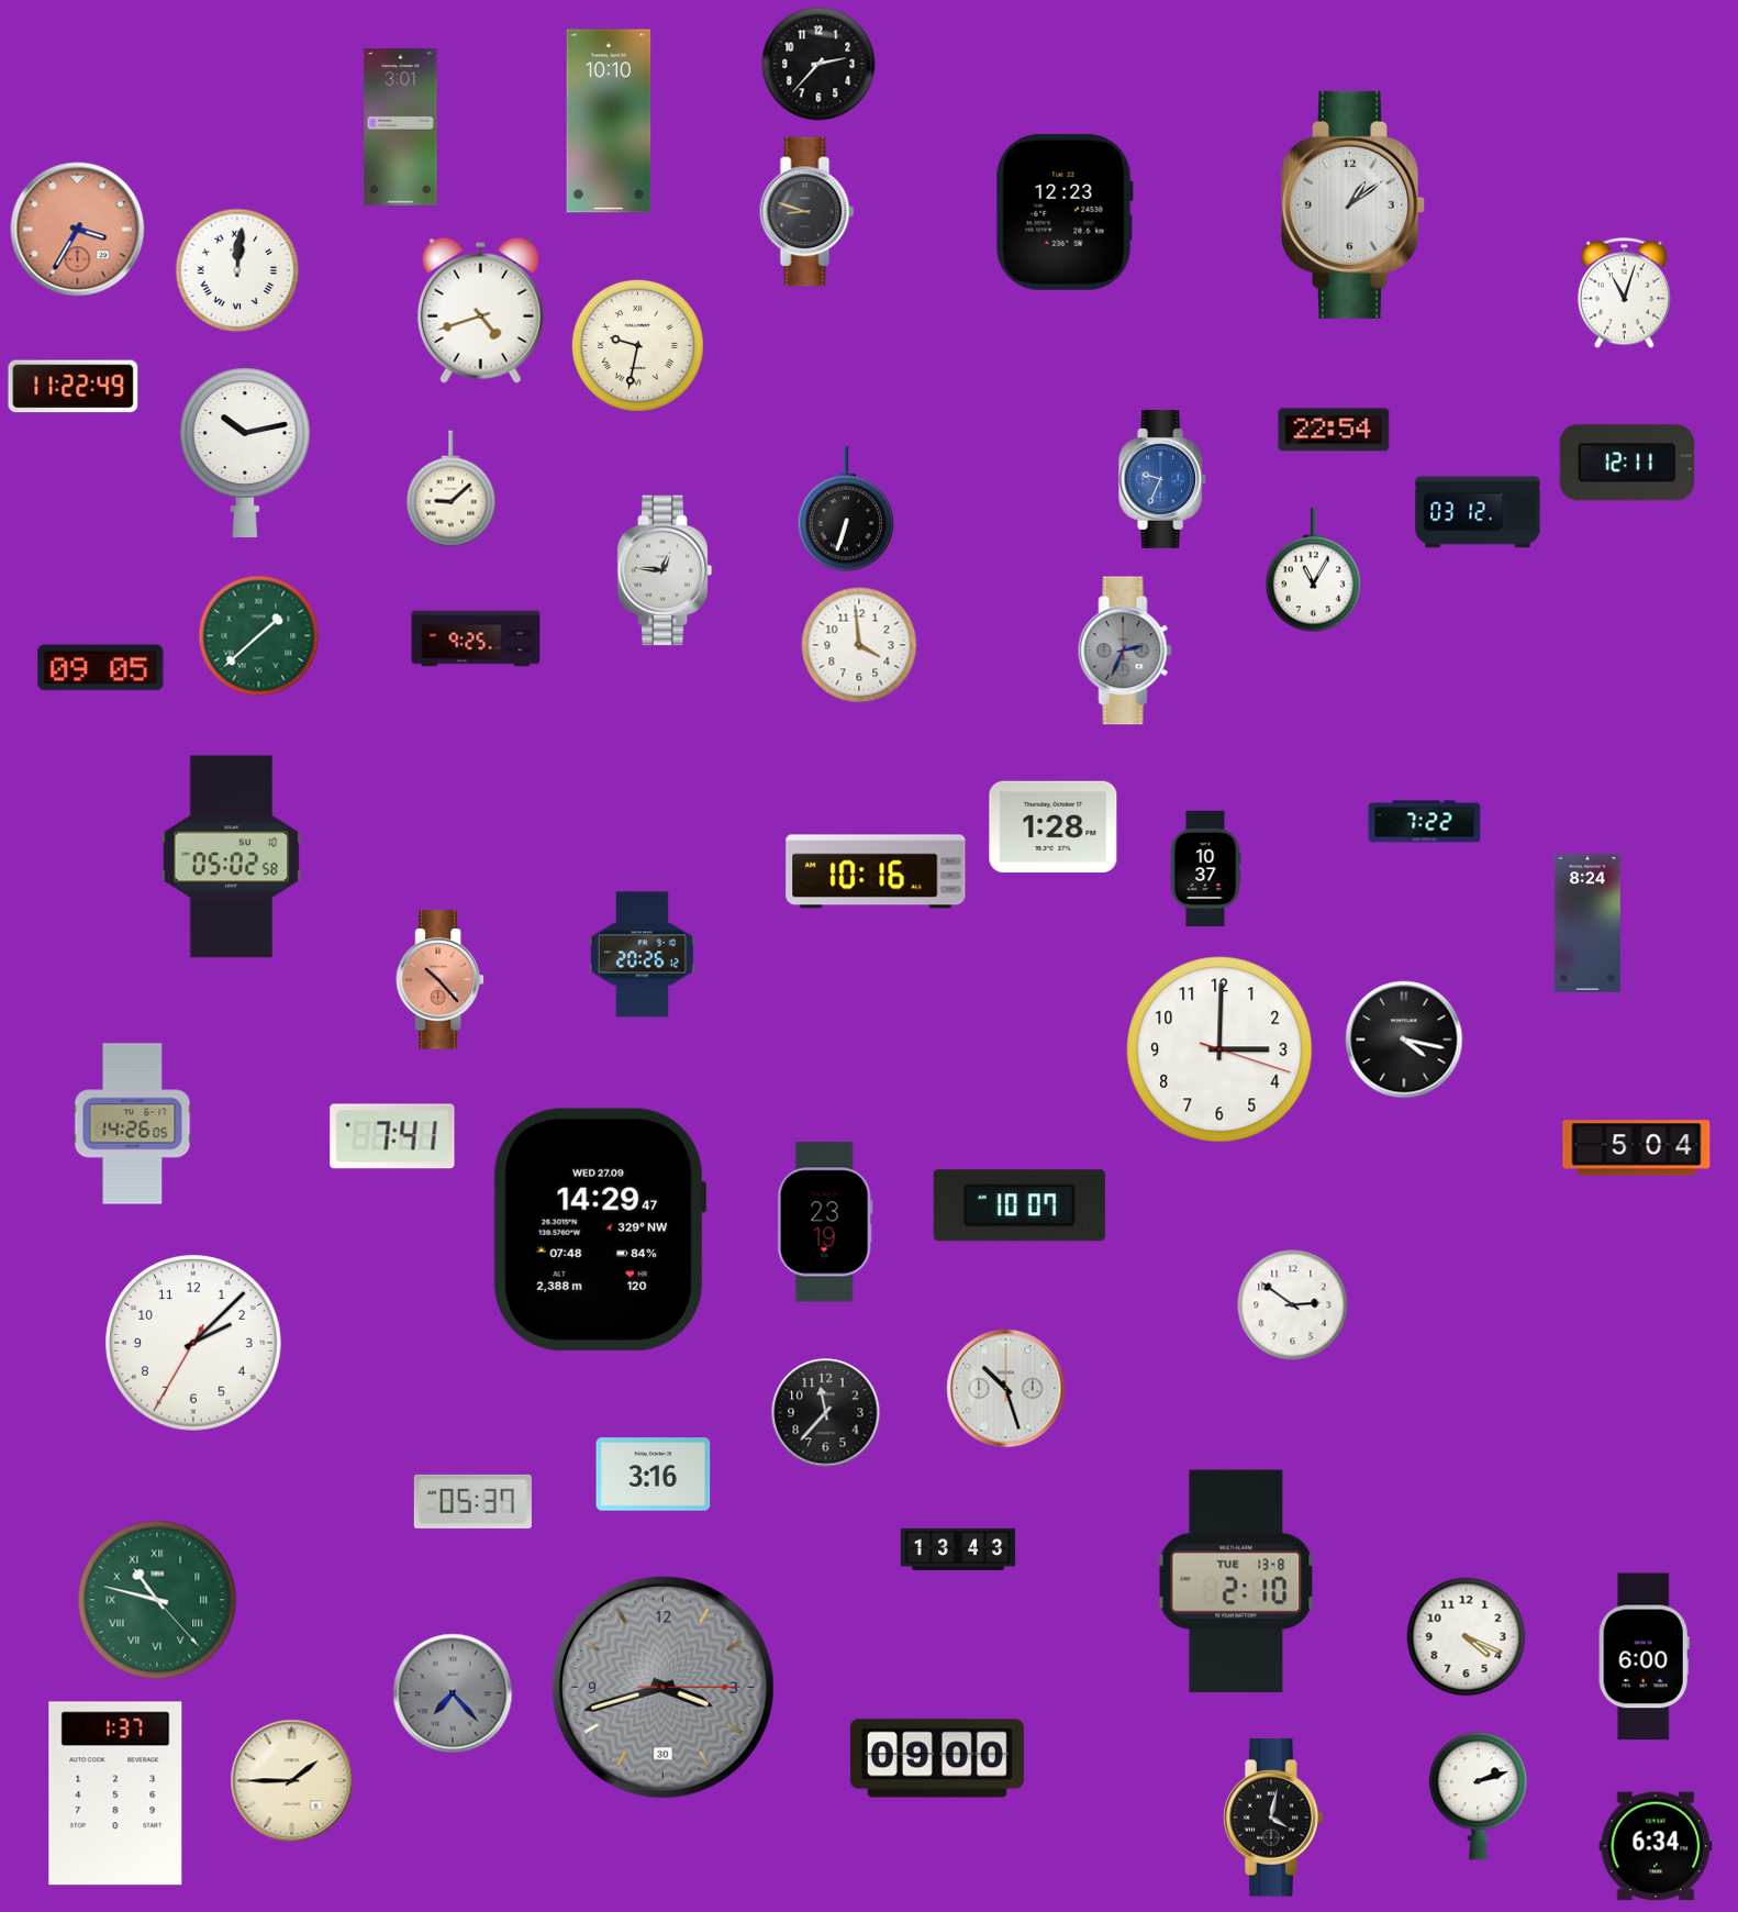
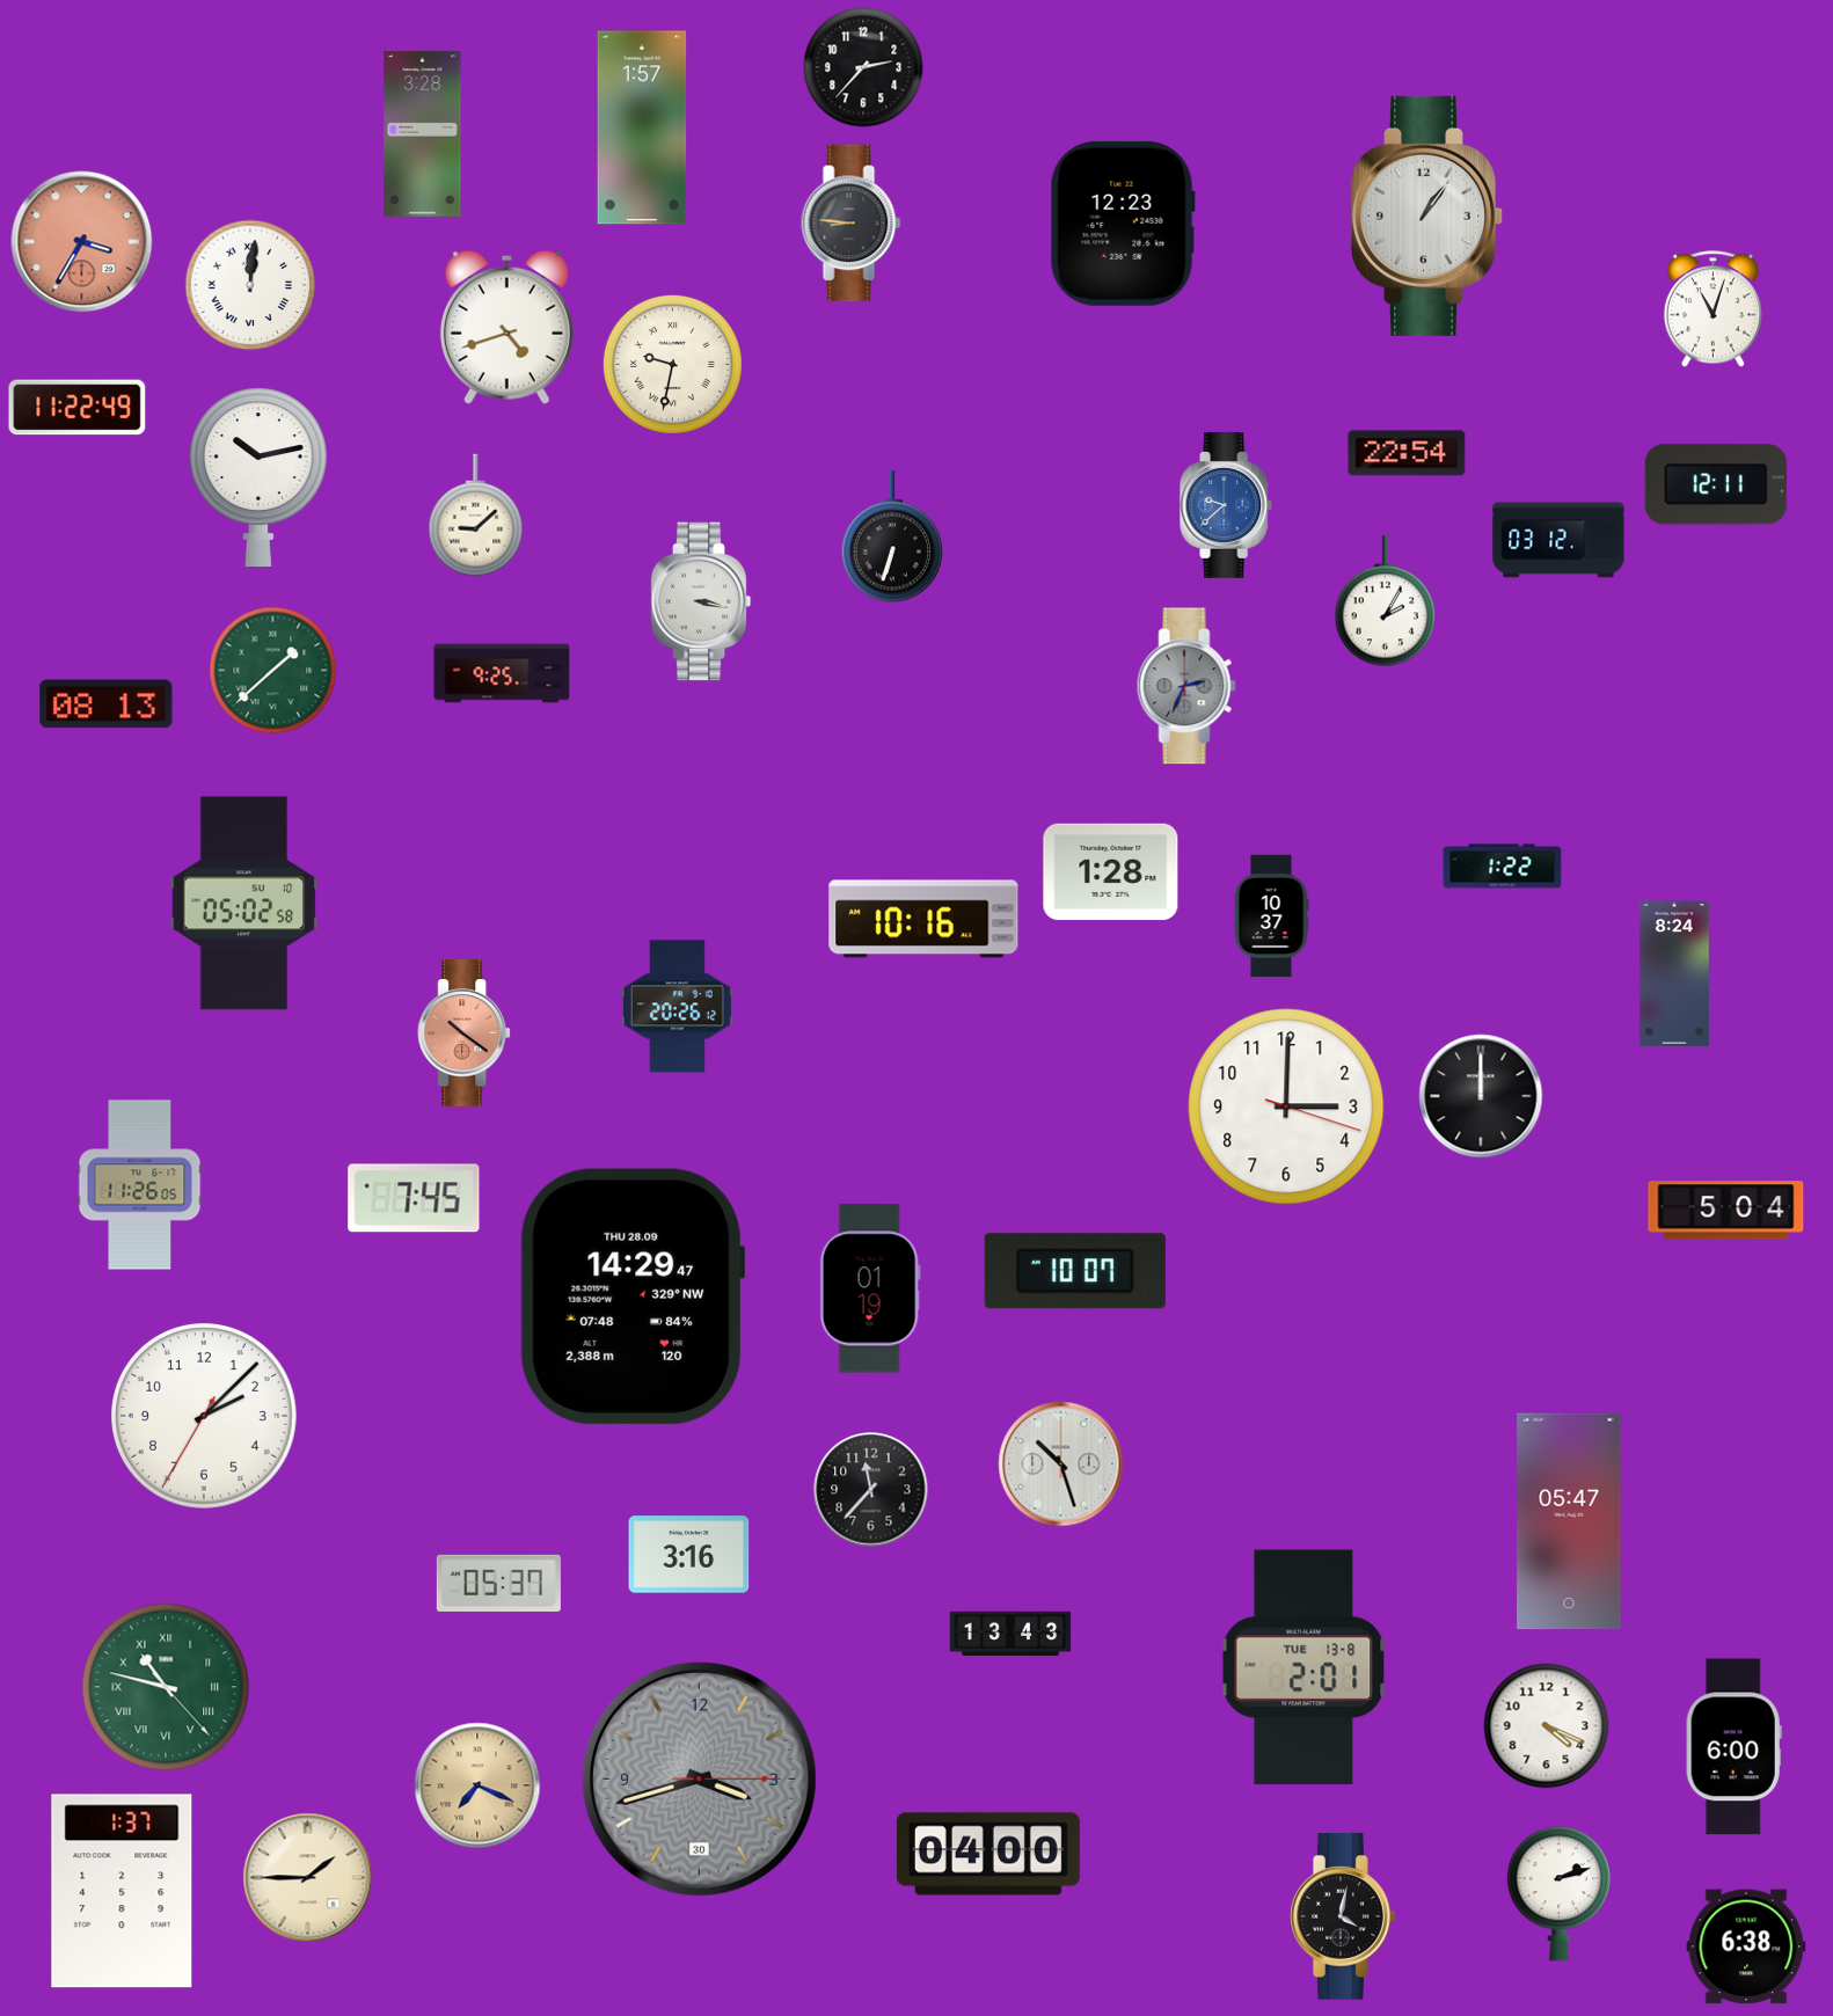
clock at (609, 121): 10:10 -> 1:57
clock at (401, 127): 3:01 -> 3:28
clock at (1352, 204): 1:09 -> 1:06
clock at (807, 212): 8:48 -> 8:46
clock at (1627, 463) position: (1627, 463) -> (1716, 484)
clock at (1163, 479): 9:34 -> 9:38
clock at (665, 570): 12:46 -> 3:17
clock at (1314, 570): 11:05 -> 2:05
clock at (859, 645): 3:59 -> none
clock at (101, 668): 09:05 -> 08:13
clock at (1425, 822): 7:22 -> 1:22
clock at (441, 980): 10:23 -> 10:21
clock at (1404, 1040): 4:17 -> 12:00
clock at (133, 1124): 14:26 -> 11:26
clock at (392, 1136): 7:41 -> 7:45
clock at (825, 1222): 23:19 -> 01:19
clock at (600, 1230) date: WED 27.09 -> THU 28.09
clock at (1293, 1305): 2:51 -> none
clock at (1569, 1521): none -> 05:47
clock at (1236, 1581): 2:10 -> 2:01
clock at (453, 1693): 7:23 -> 7:19
clock at (453, 1693) dial: grey -> champagne
clock at (937, 1758): 09:00 -> 04:00
clock at (1656, 1846): 6:34 -> 6:38
